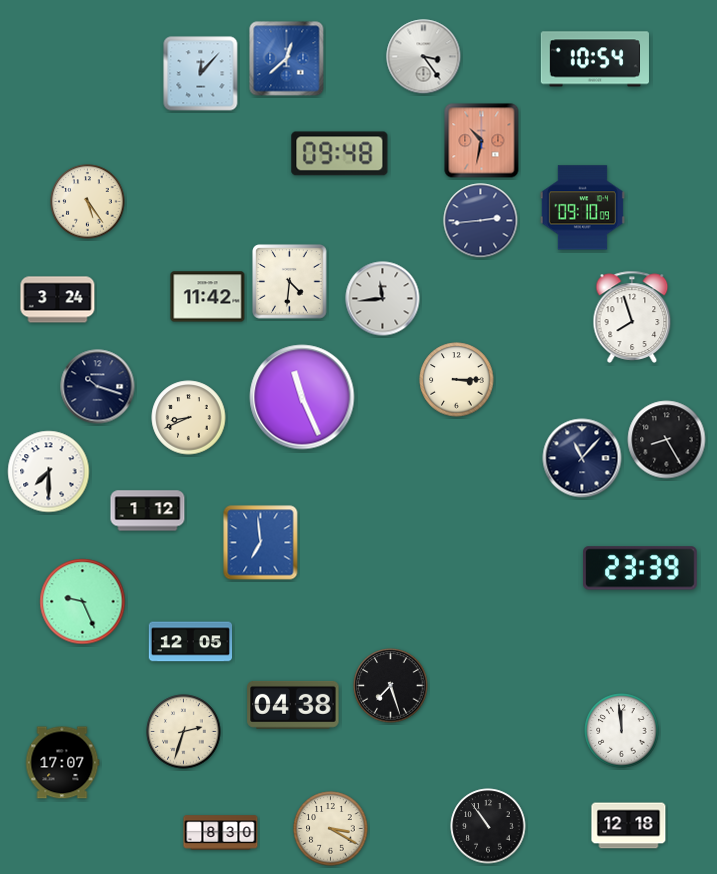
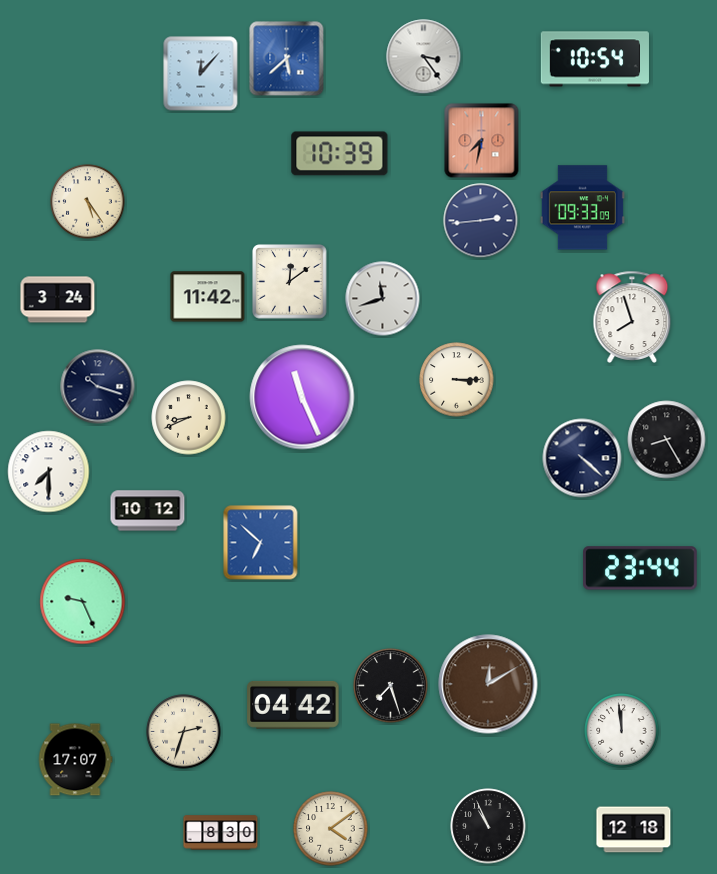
clock at (287, 59): 12:38 -> 5:38
clock at (482, 141): 10:32 -> 7:32
clock at (340, 154): 09:48 -> 10:39
clock at (582, 208): 09:10 -> 09:33
clock at (290, 282): 4:31 -> 12:09
clock at (383, 299): 11:44 -> 11:42
clock at (582, 458): 11:07 -> 4:22
clock at (148, 511): 1:12 -> 10:12
clock at (261, 543): 6:59 -> 6:52
clock at (640, 568): 23:39 -> 23:44
clock at (190, 642): 12:05 -> none
clock at (488, 684): none -> 12:10
clock at (293, 705): 04:38 -> 04:42
clock at (62, 763) position: (62, 763) -> (75, 760)
clock at (488, 826): 10:54 -> 10:56
clock at (629, 826) position: (629, 826) -> (634, 830)
clock at (331, 829): 3:20 -> 4:09
